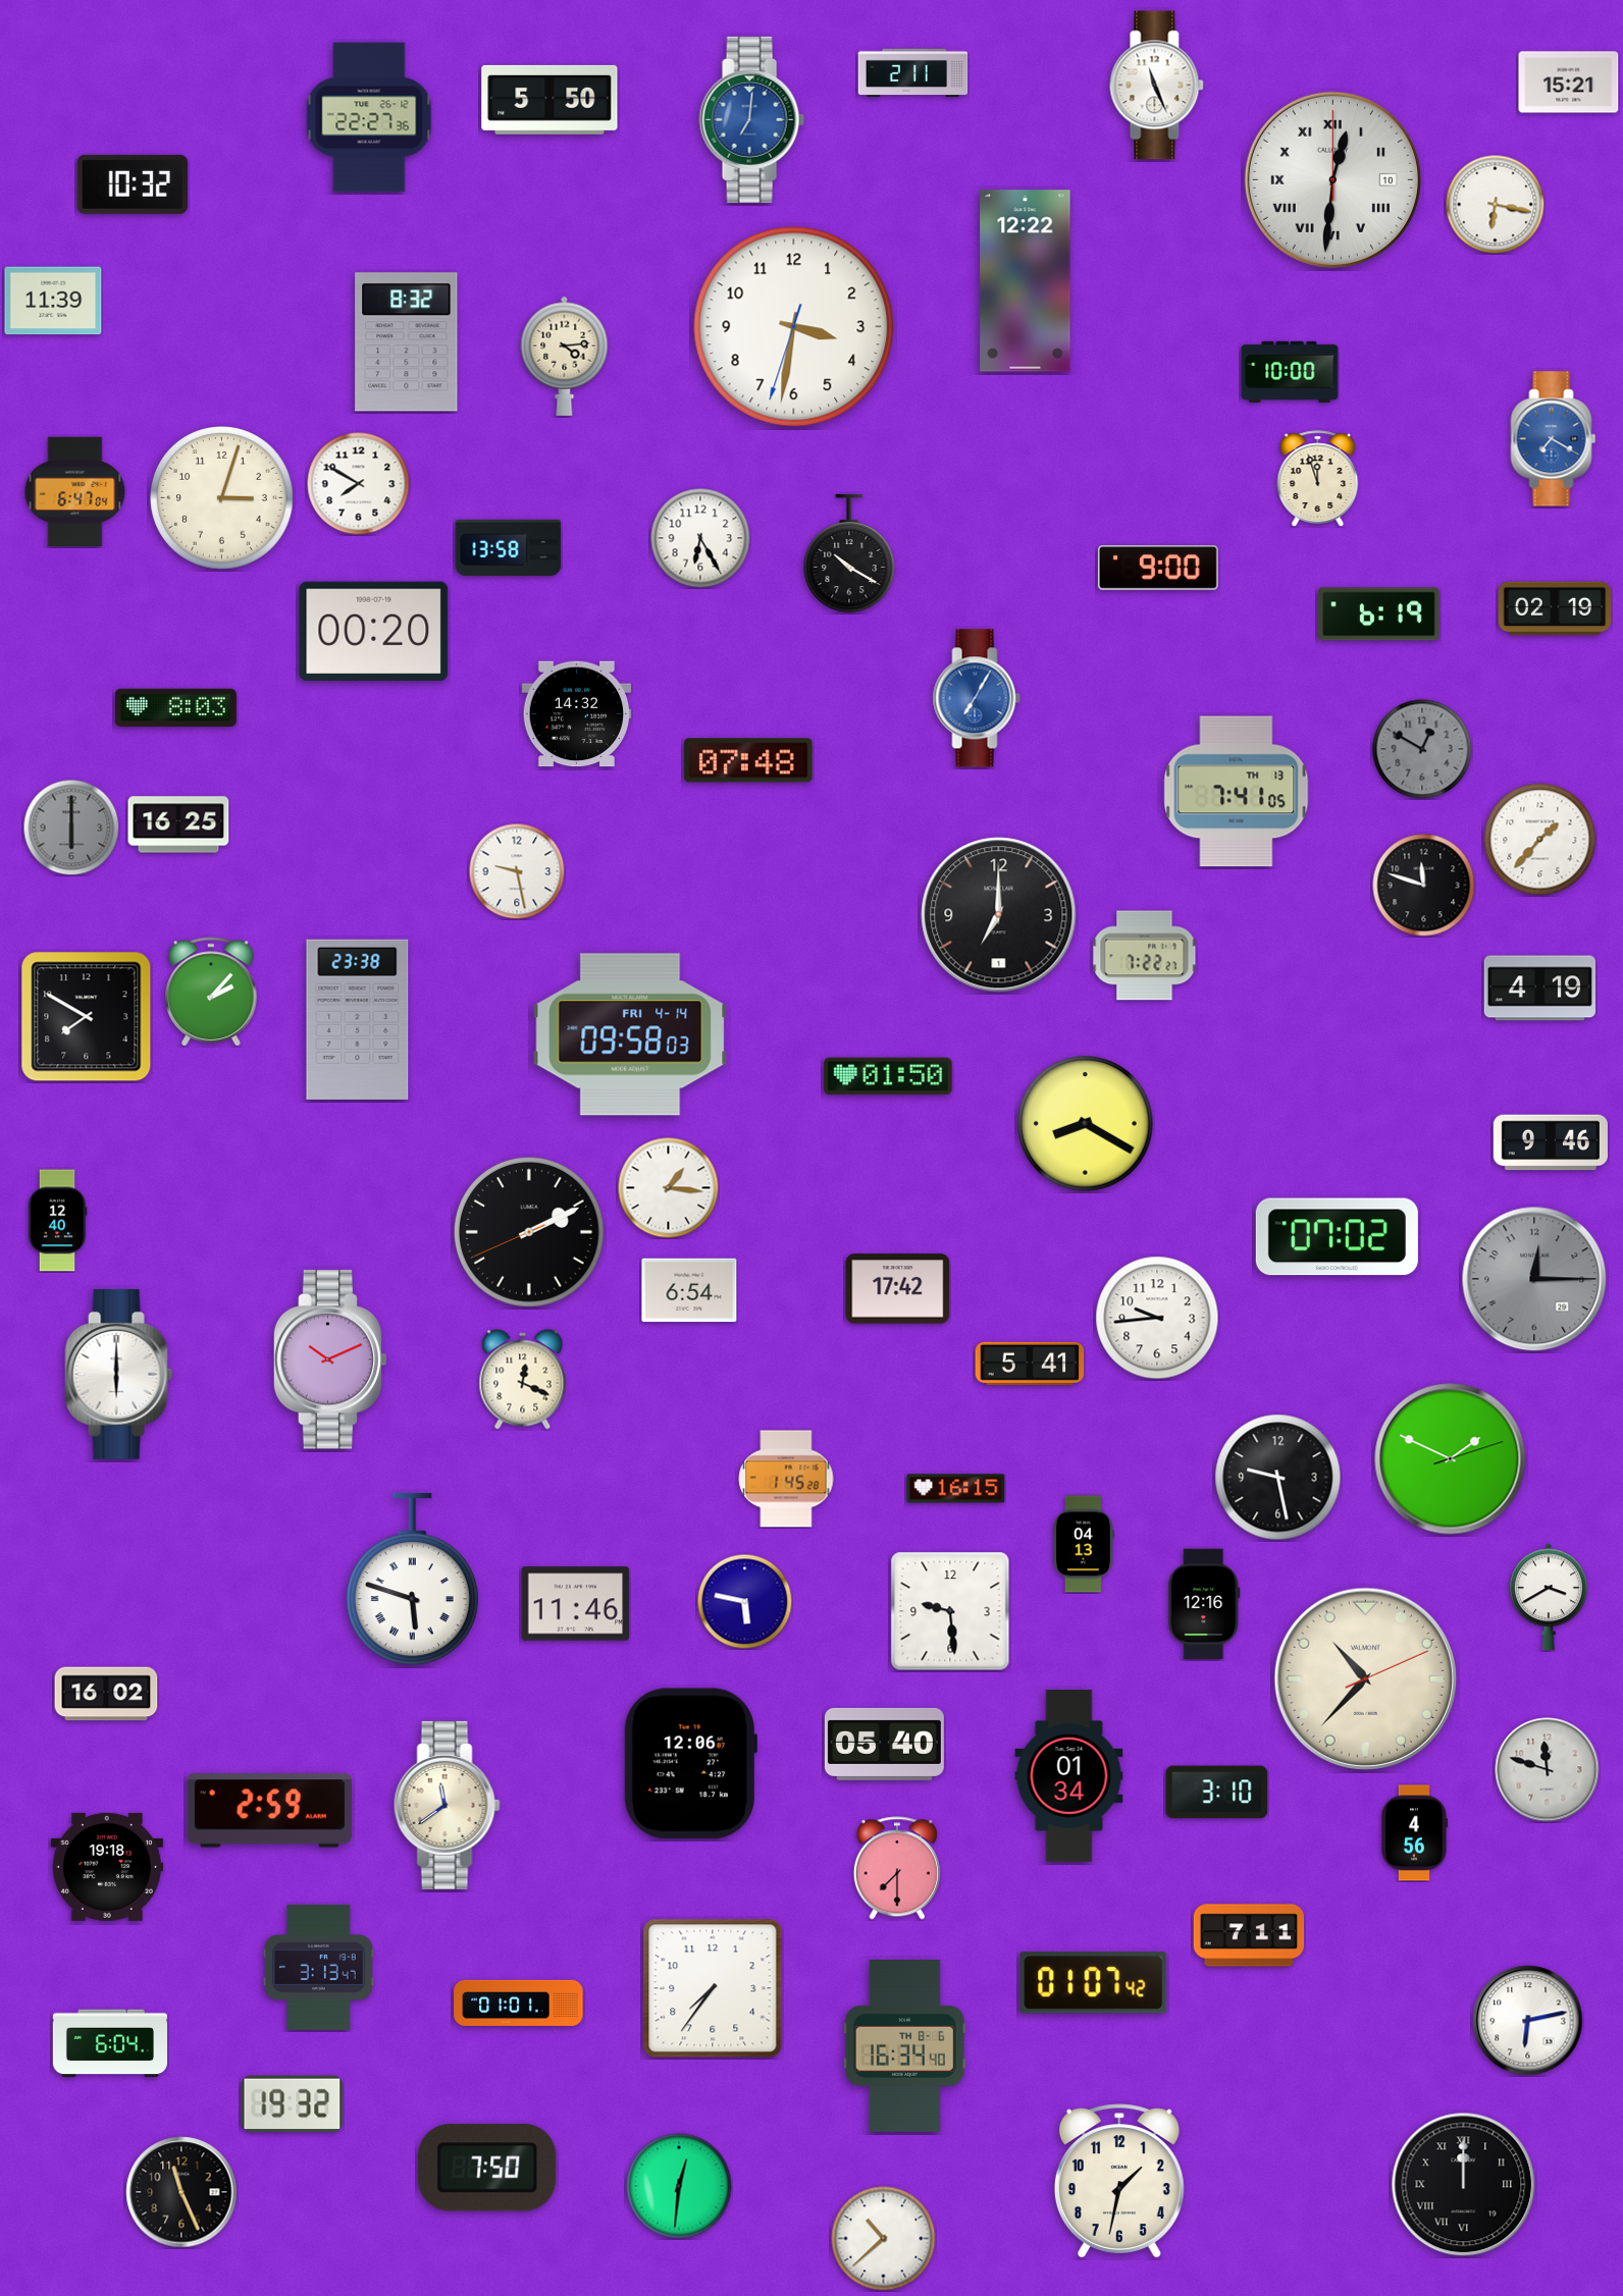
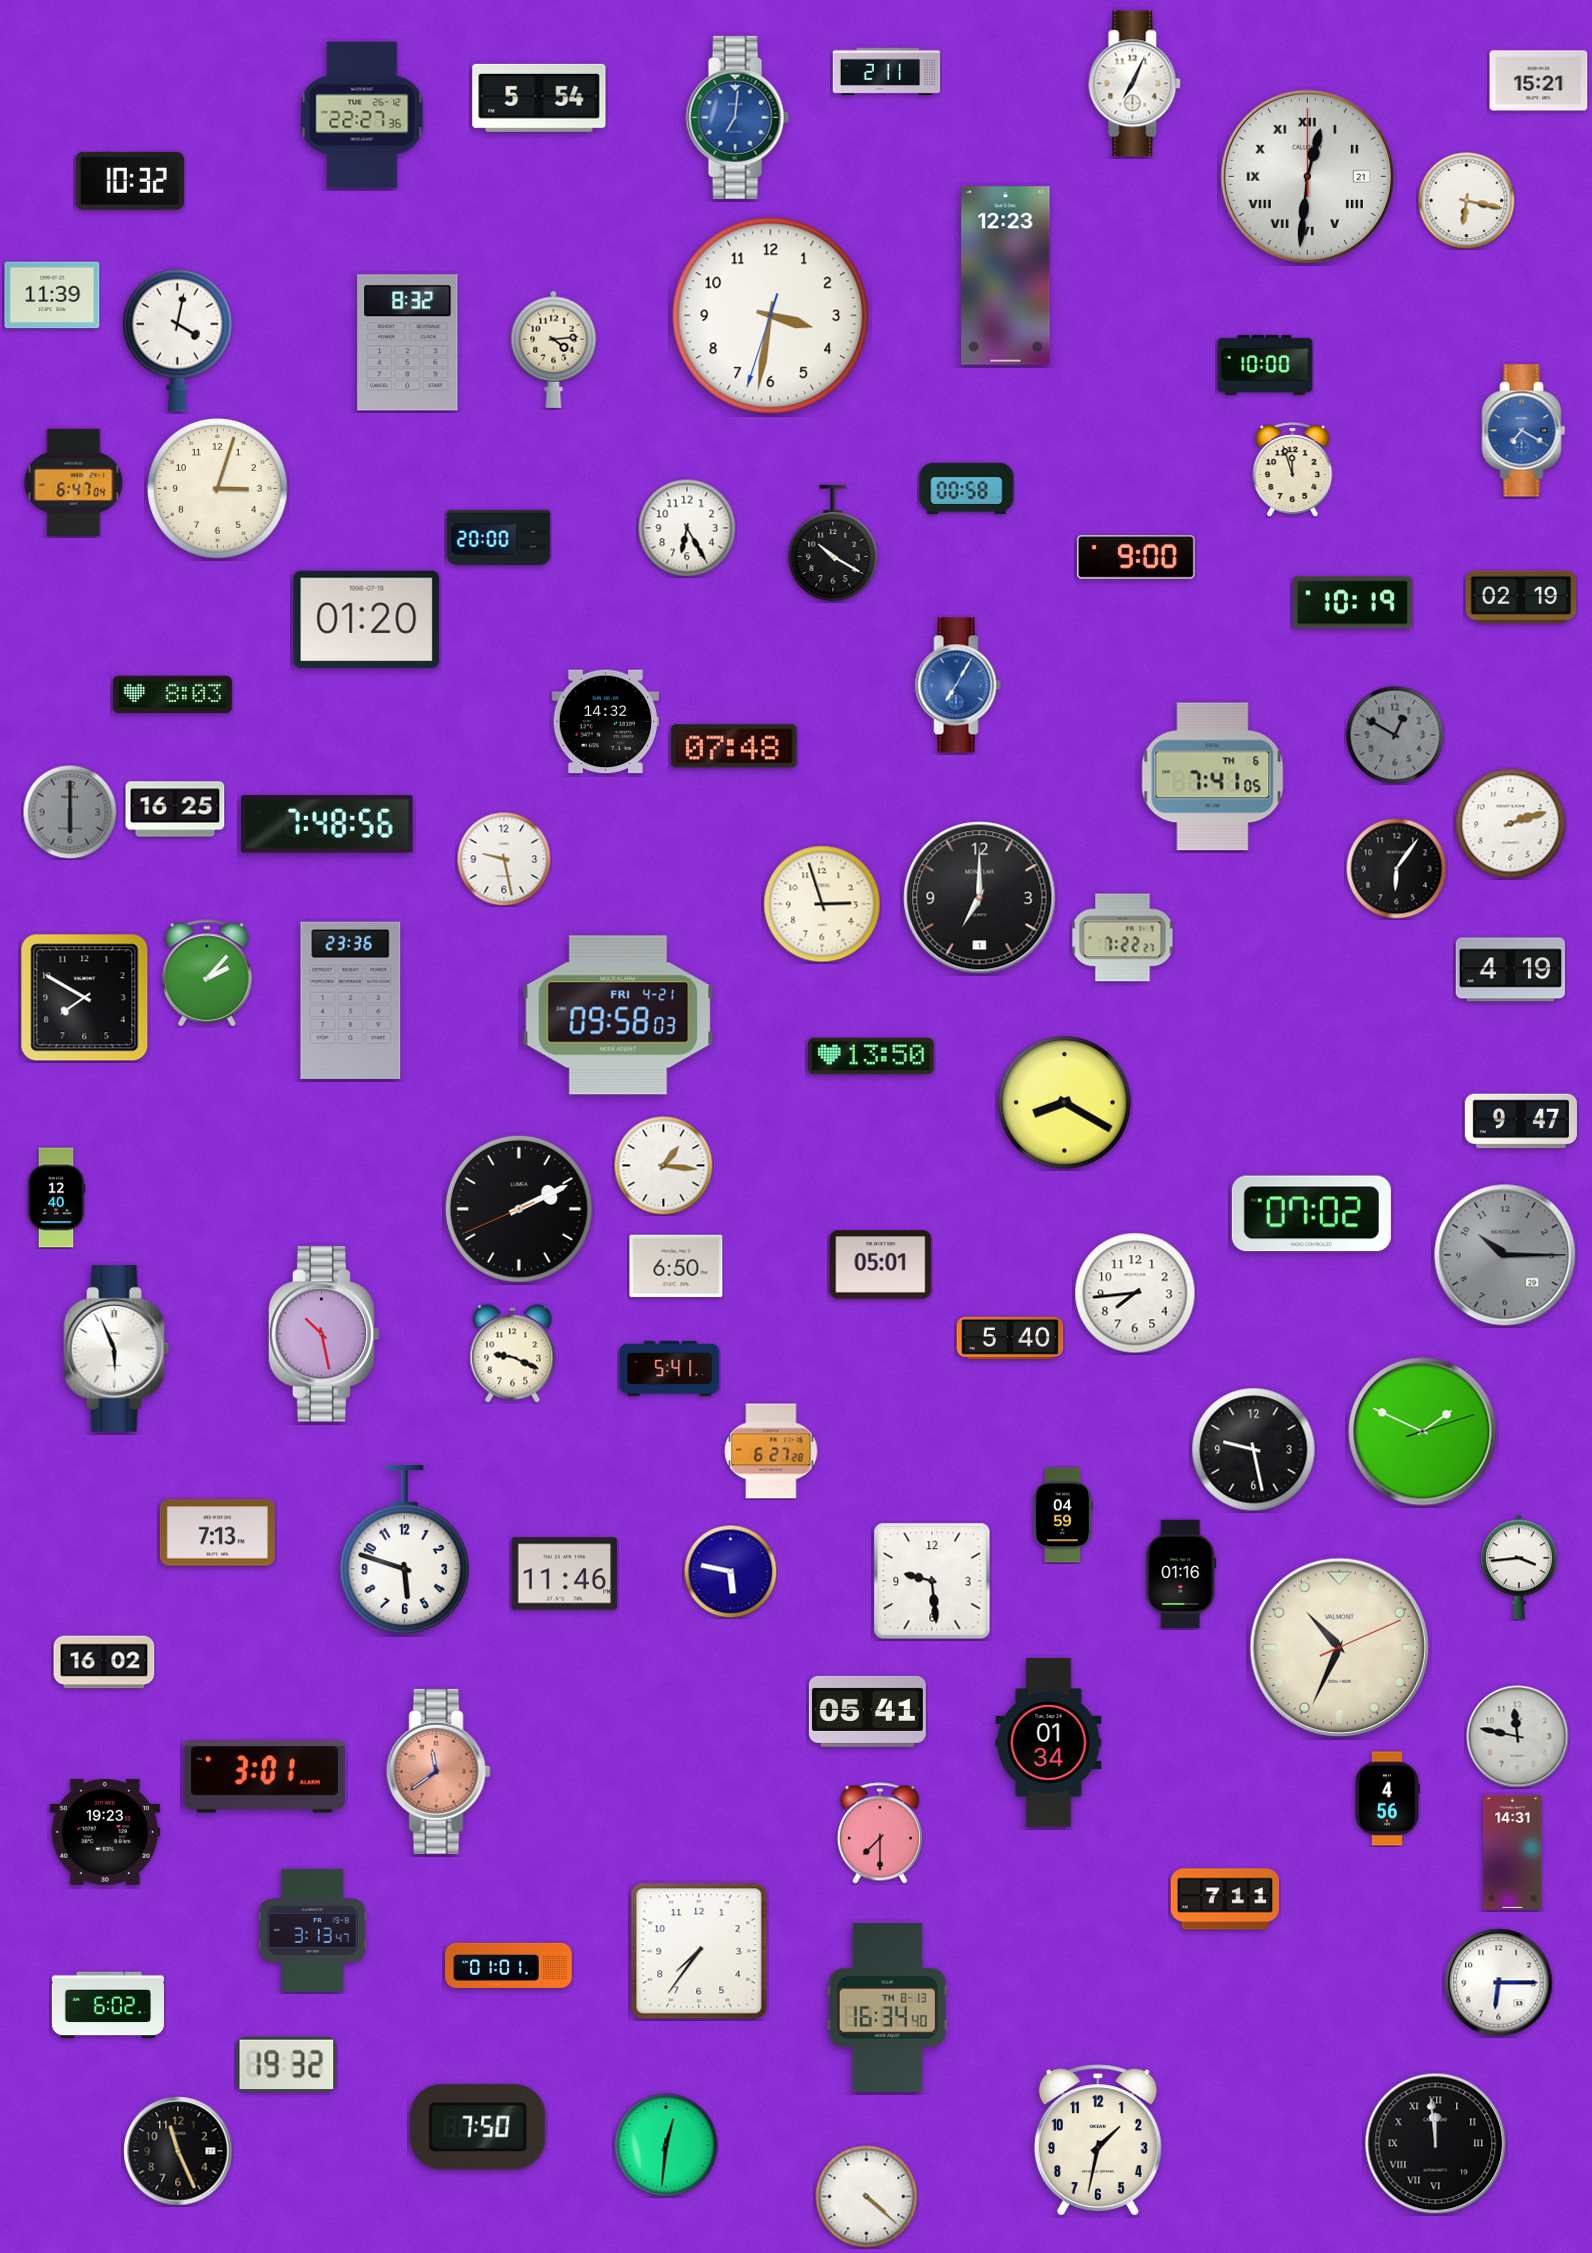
clock at (913, 73) position: (913, 73) -> (887, 72)
clock at (1157, 86): 11:26 -> 7:04
clock at (549, 100): 5:50 -> 5:54
clock at (1332, 179) date: 10 -> 21
clock at (1026, 281): 12:22 -> 12:23
clock at (794, 327) position: (794, 327) -> (771, 316)
clock at (407, 342) position: (407, 342) -> (408, 343)
clock at (177, 340): none -> 4:02
clock at (359, 484): 7:50 -> none
clock at (967, 488): none -> 00:58
clock at (509, 547): 13:58 -> 20:00
clock at (1555, 608) position: (1555, 608) -> (1521, 597)
clock at (1378, 615): 6:19 -> 10:19
clock at (374, 631): 00:20 -> 01:20
clock at (577, 714) position: (577, 714) -> (606, 722)
clock at (1237, 792) date: TH 13 -> TH 6
clock at (327, 824): none -> 7:48
clock at (1540, 840): 1:37 -> 2:12
clock at (517, 871) position: (517, 871) -> (504, 859)
clock at (1424, 886): 11:48 -> 6:06
clock at (822, 904): none -> 2:57
clock at (358, 1019): 23:38 -> 23:36
clock at (630, 1034) date: FRI 4-14 -> FRI 4-21
clock at (888, 1076): 01:50 -> 13:50
clock at (1551, 1142): 9:46 -> 9:47
clock at (669, 1188) position: (669, 1188) -> (664, 1166)
clock at (1534, 1279): 12:15 -> 10:15
clock at (898, 1289): 17:42 -> 05:01
clock at (689, 1290): 6:54 -> 6:50
clock at (1157, 1318): 9:44 -> 7:44
clock at (330, 1359): 10:11 -> 10:28
clock at (1030, 1364): 5:41 -> 5:40
clock at (119, 1374): 6:00 -> 5:56
clock at (523, 1380): 12:19 -> 9:19
clock at (670, 1368): none -> 5:41
clock at (786, 1479): 1:45 -> 6:27
clock at (956, 1489): 16:15 -> none
clock at (1083, 1544): 04:13 -> 04:59
clock at (217, 1533): none -> 7:13
clock at (412, 1580) numerals: Roman -> Arabic
clock at (1550, 1597): 3:40 -> 3:44
clock at (1204, 1604): 12:16 -> 01:16
clock at (1365, 1678): 10:37 -> 10:34
clock at (884, 1744): 05:40 -> 05:41
clock at (690, 1764): 12:06 -> none
clock at (1548, 1770): 11:48 -> 11:47
clock at (1217, 1793): 3:10 -> none
clock at (447, 1805) dial: cream -> salmon
clock at (269, 1811): 2:59 -> 3:01
clock at (107, 1867): 19:18 -> 19:23
clock at (1513, 1852): none -> 14:31
clock at (1094, 1983): 01:07 -> none
clock at (1528, 2021): 6:13 -> 6:15
clock at (109, 2043): 6:04 -> 6:02
clock at (904, 2046) date: TH 8-6 -> TH 8-13
clock at (1464, 2185): 12:00 -> 11:59
clock at (884, 2239): 10:38 -> 4:22
